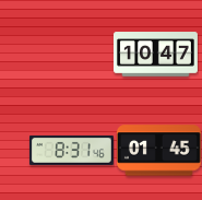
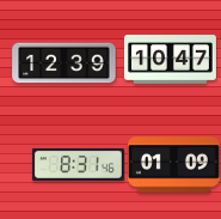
clock at (65, 63): none -> 12:39
clock at (158, 151): 01:45 -> 01:09
